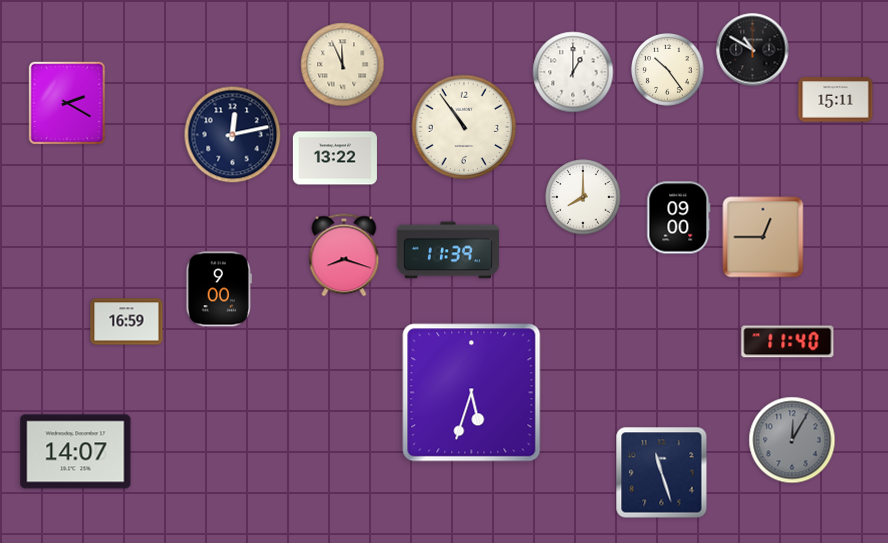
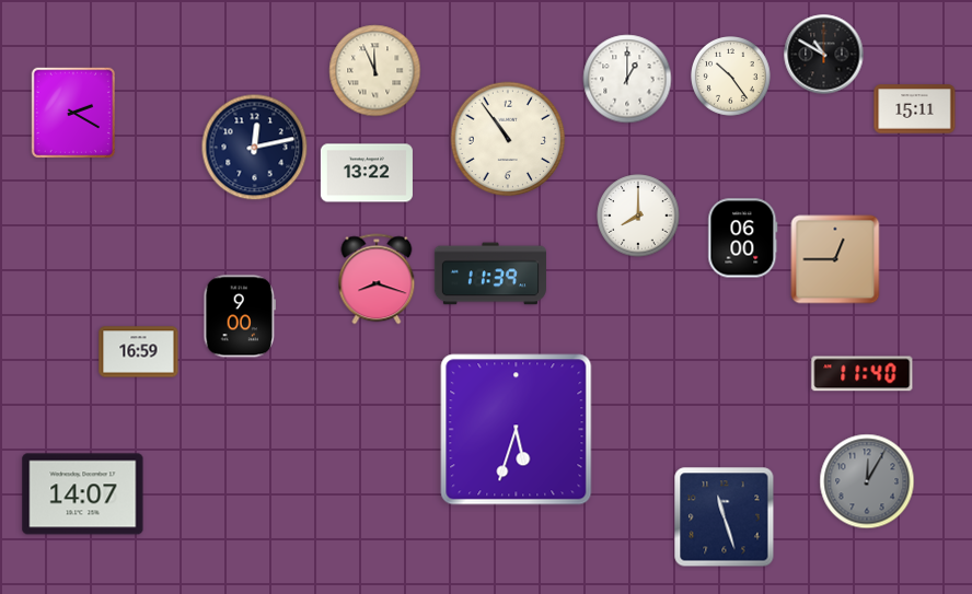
clock at (679, 218): 09:00 -> 06:00
